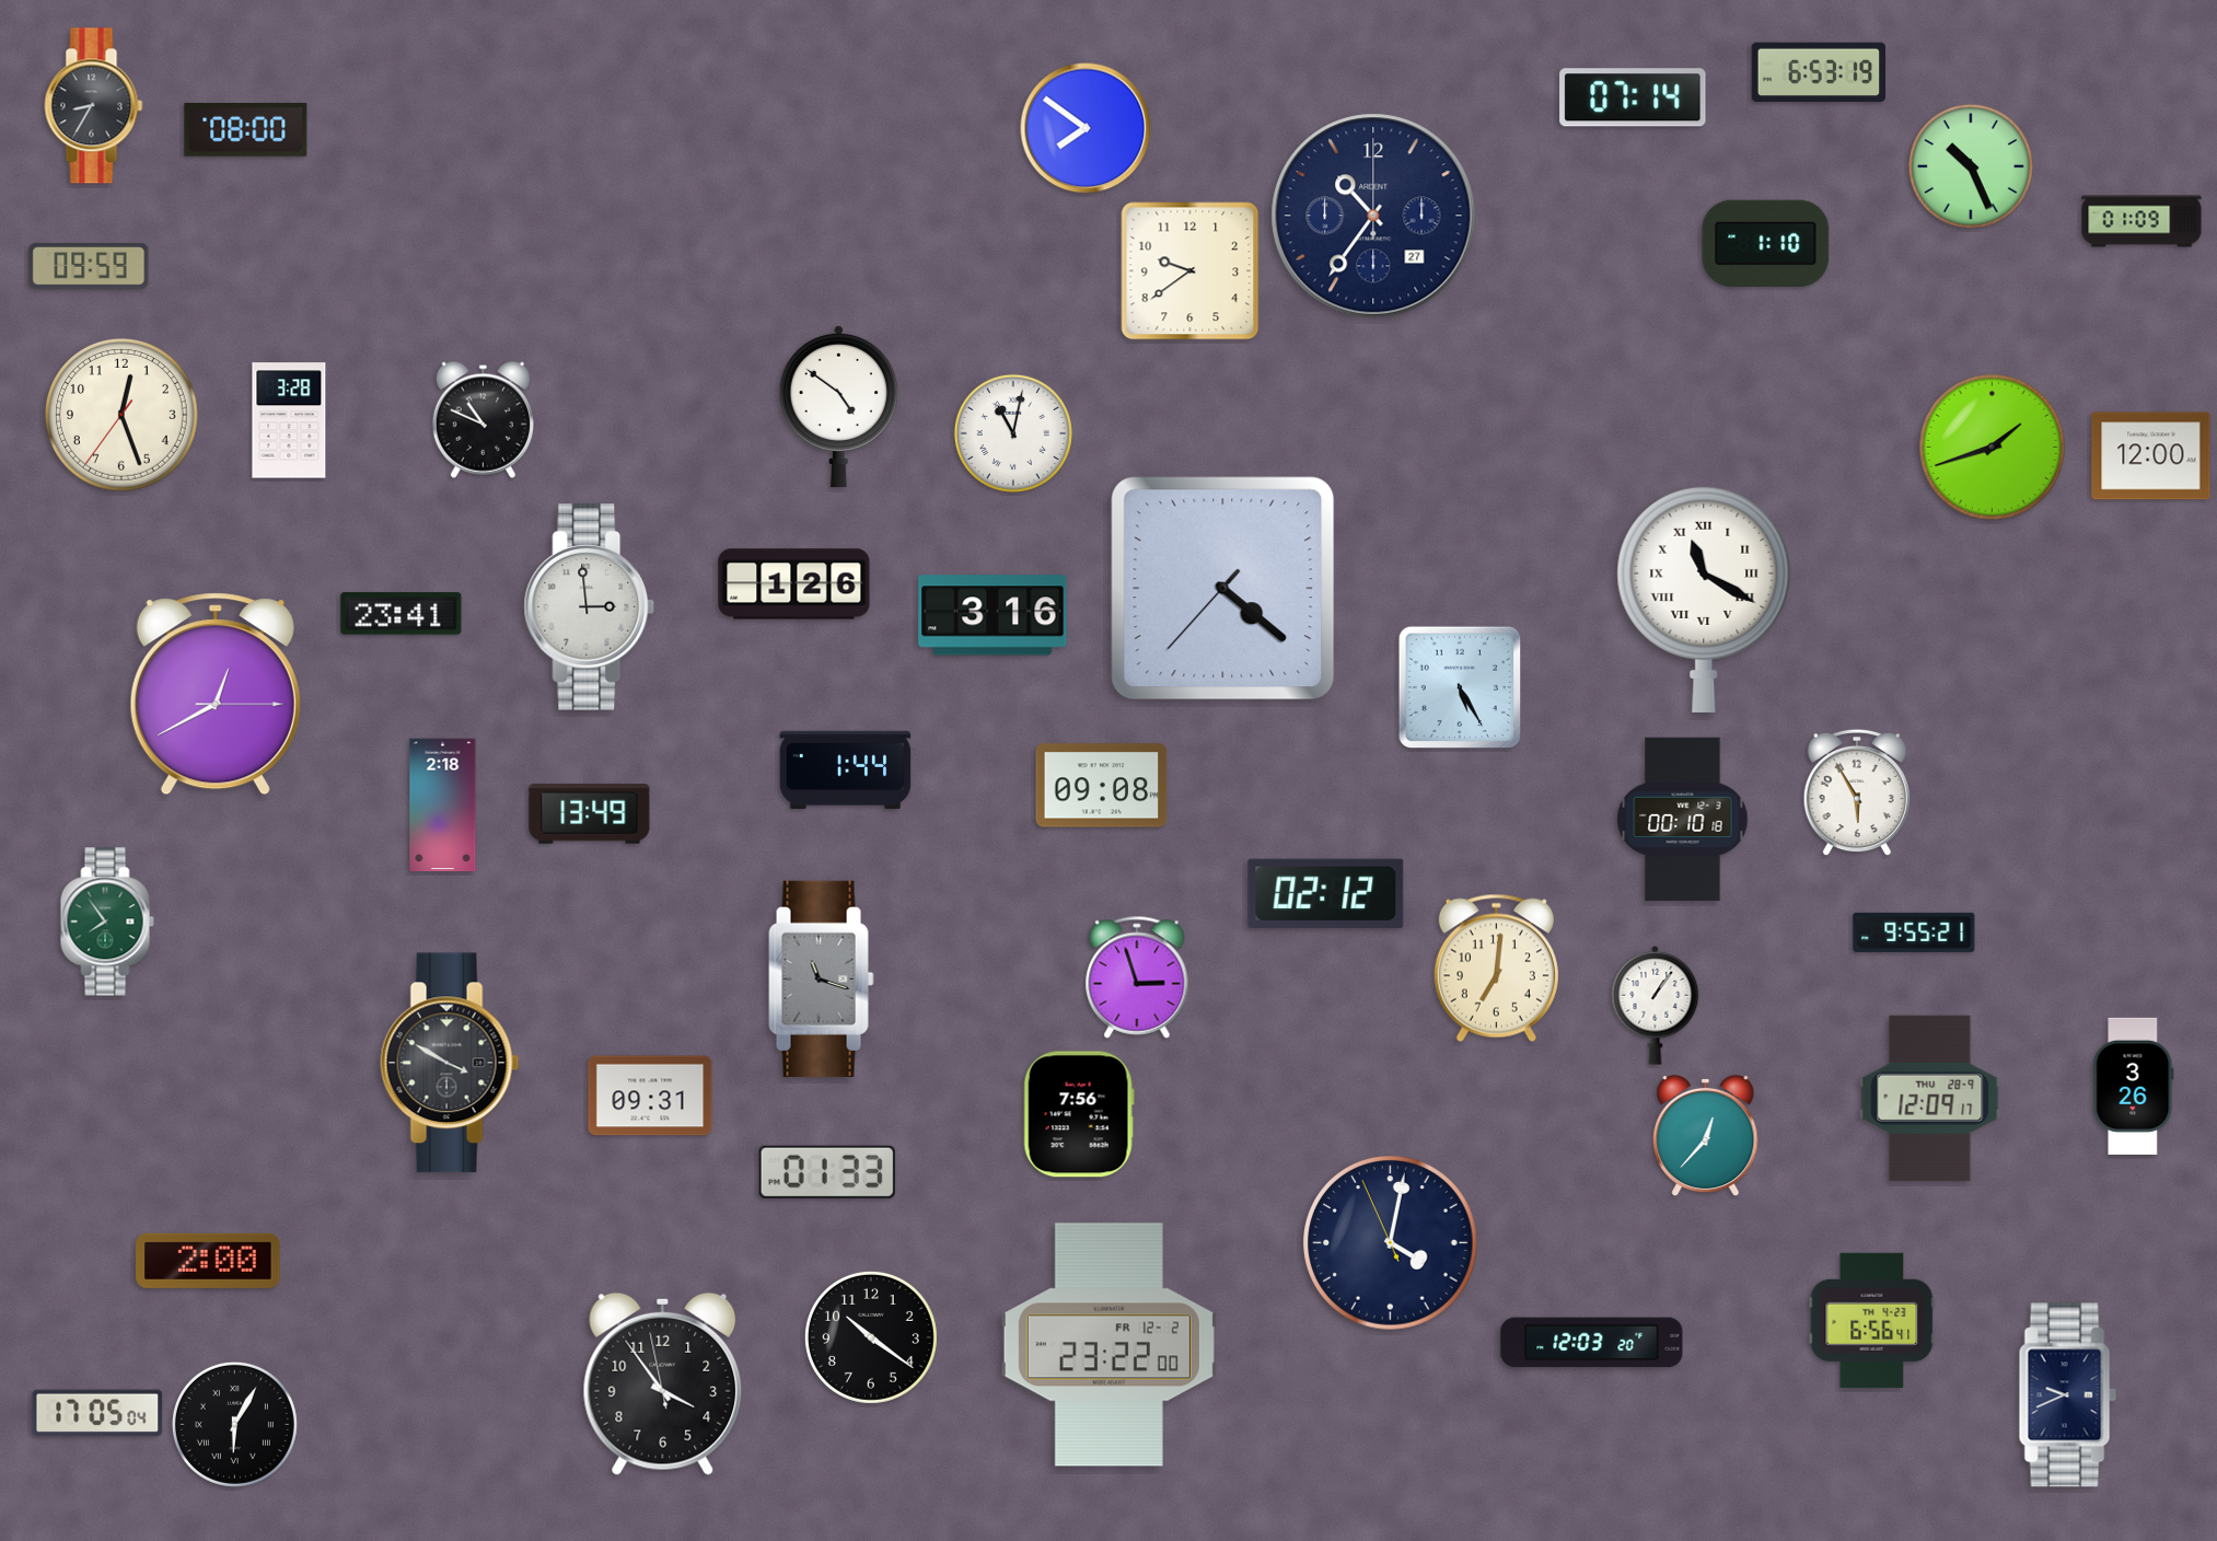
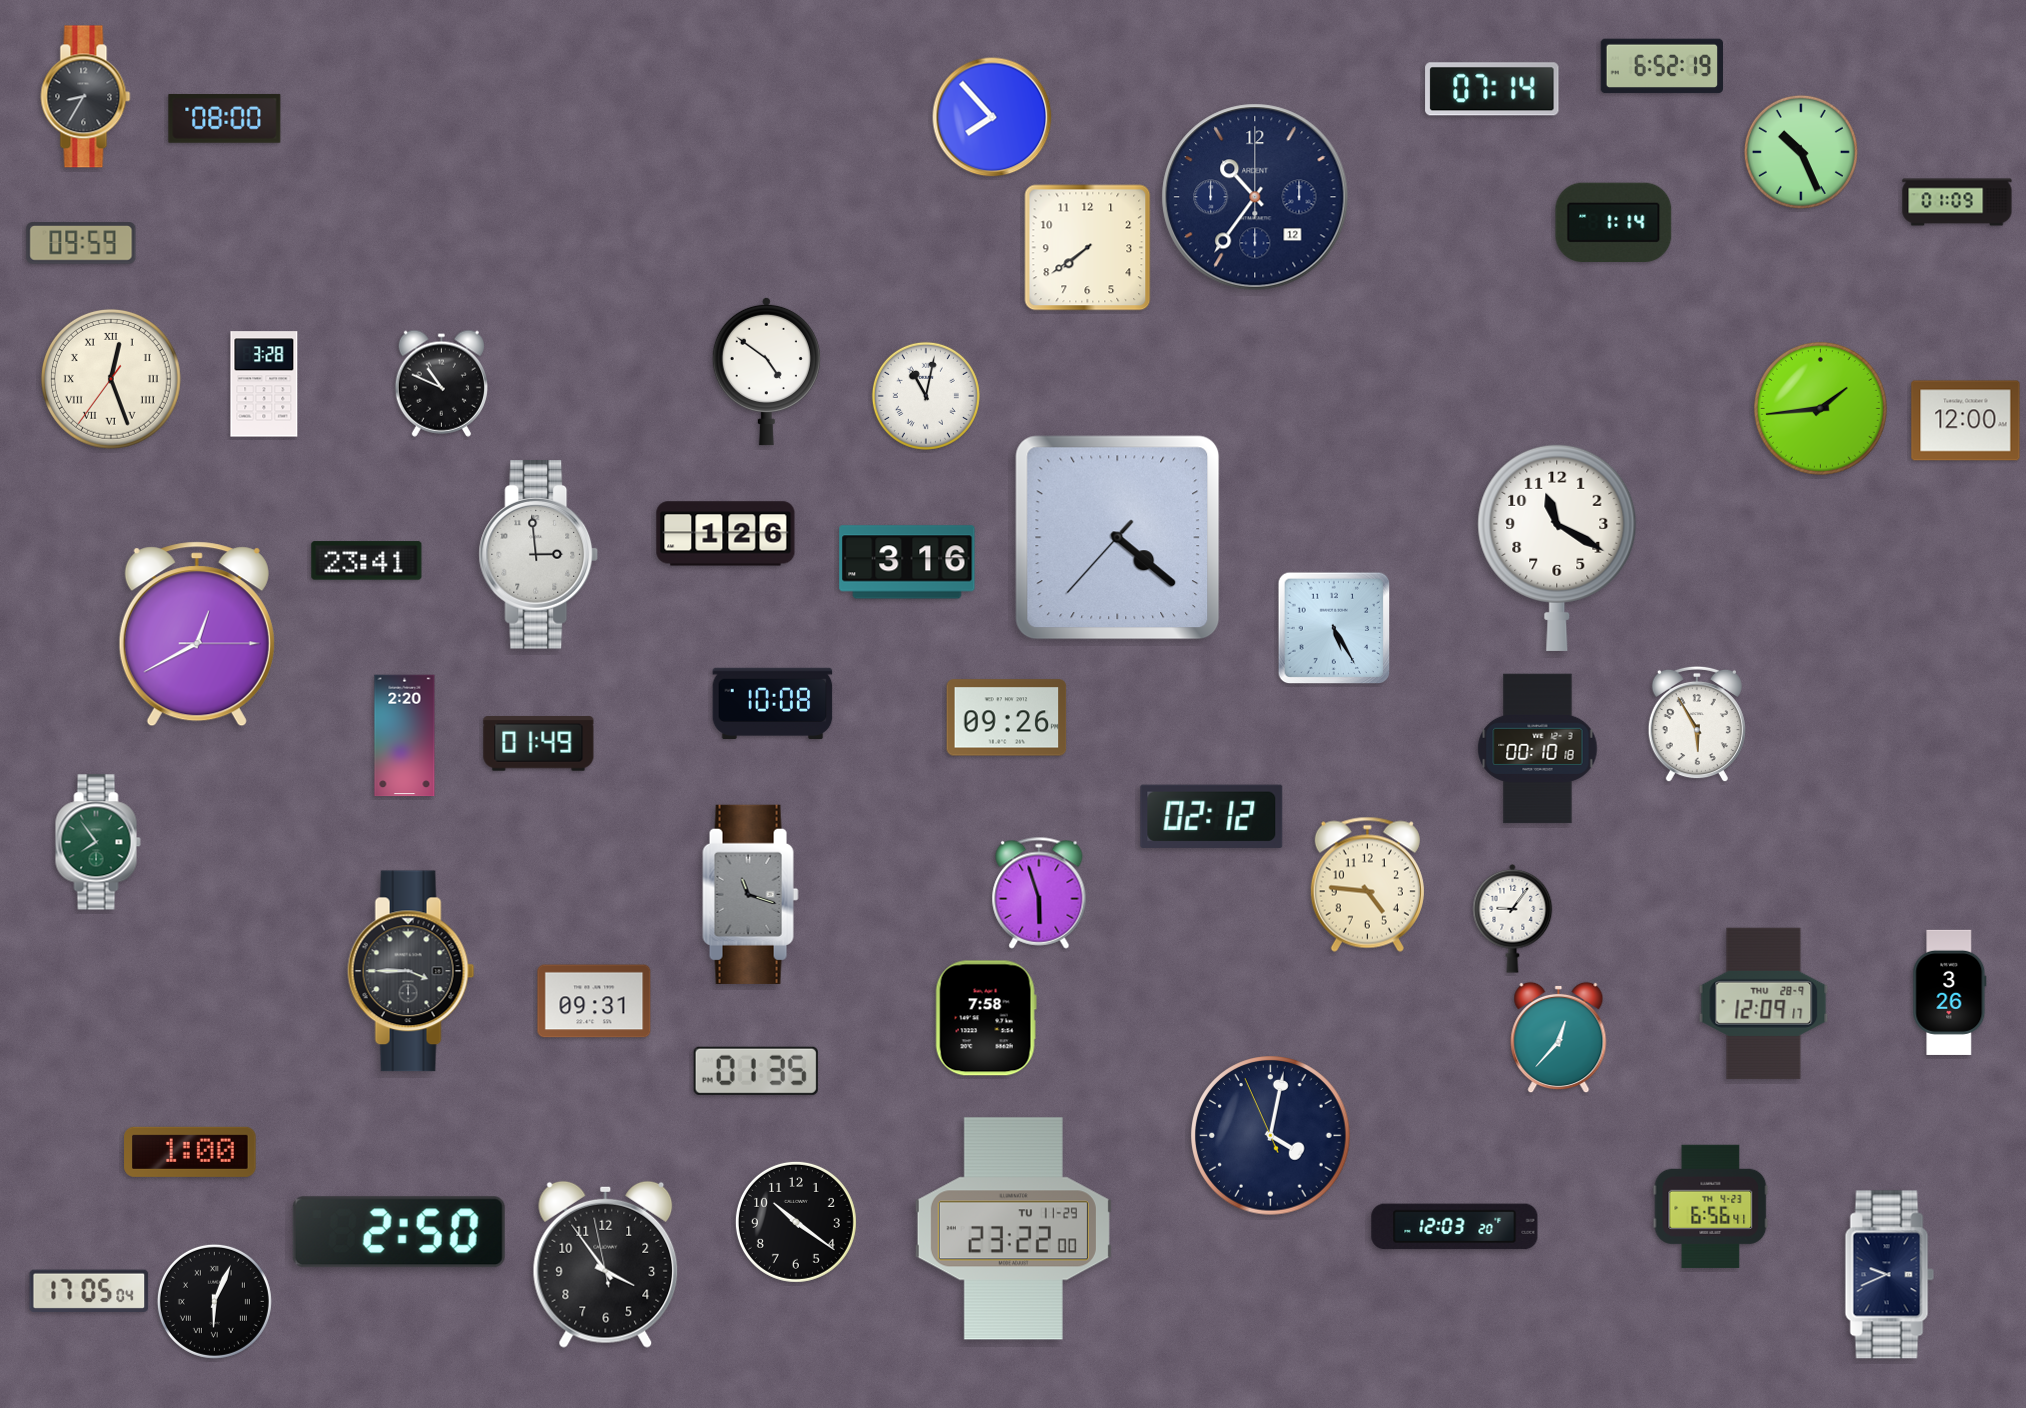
clock at (1818, 72): 6:53 -> 6:52
clock at (1086, 128): 7:51 -> 7:53
clock at (1373, 216) date: 27 -> 12
clock at (1766, 243): 1:10 -> 1:14
clock at (1191, 271): 9:39 -> 7:39
clock at (121, 415) numerals: Arabic -> Roman
clock at (1992, 447): 1:42 -> 1:44
clock at (2151, 456) position: (2151, 456) -> (1966, 421)
clock at (1704, 599) numerals: Roman -> Arabic
clock at (846, 769): 1:44 -> 10:08
clock at (1102, 786): 09:08 -> 09:26
clock at (443, 806): 2:18 -> 2:20
clock at (590, 814): 13:49 -> 01:49
clock at (1914, 932): 9:55 -> none
clock at (1496, 968): 7:01 -> 4:46
clock at (1137, 977): 2:57 -> 5:57
clock at (1656, 1005): 1:06 -> 9:06
clock at (450, 1063): 3:50 -> 3:45
clock at (1079, 1114): 7:56 -> 7:58
clock at (827, 1172): 01:33 -> 01:35
clock at (208, 1261): 2:00 -> 1:00
clock at (1108, 1345) date: FR 12-2 -> TU 11-29
clock at (399, 1232): none -> 2:50
clock at (234, 1424): 6:05 -> 6:04
